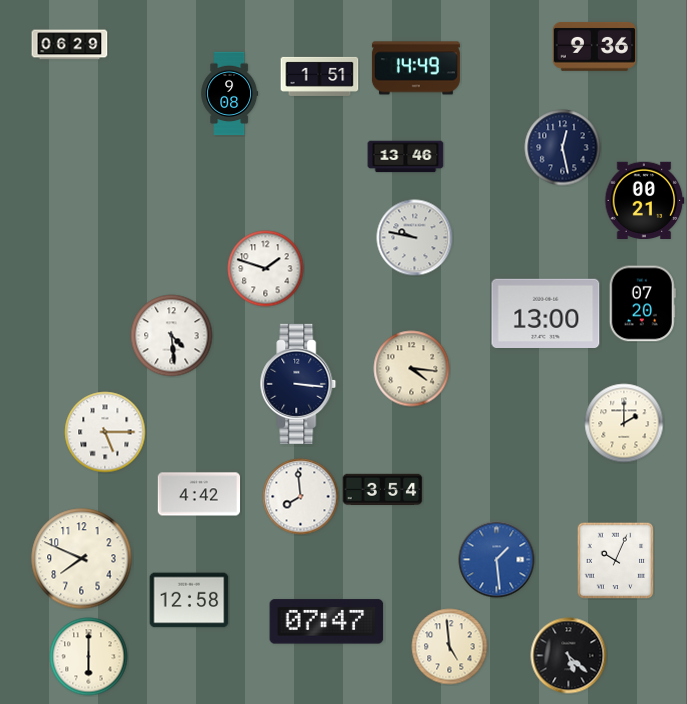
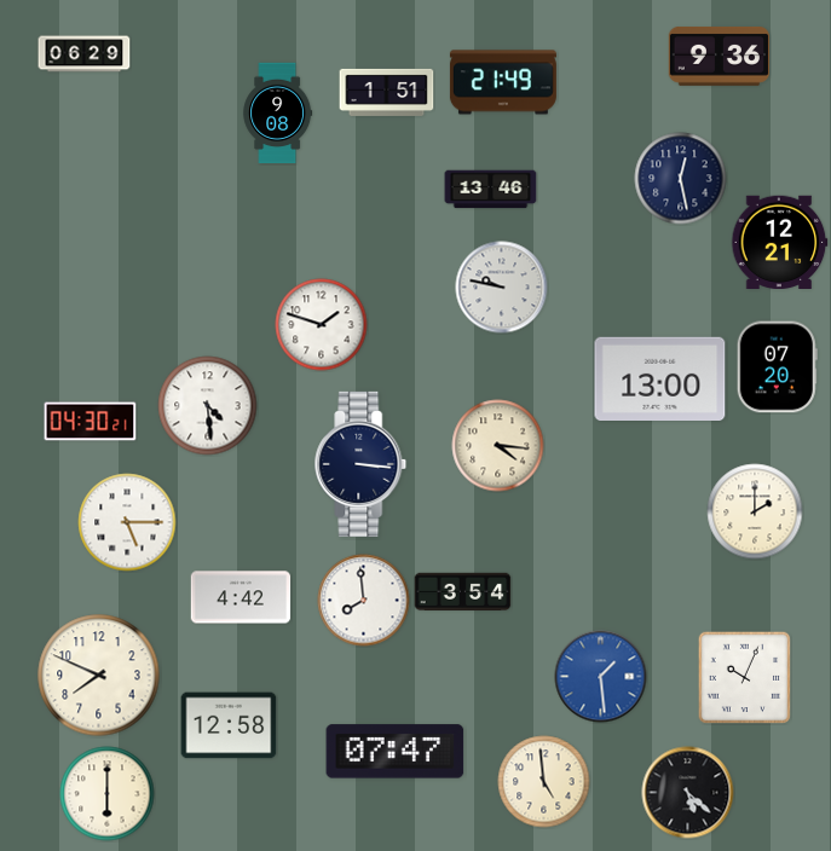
clock at (416, 68): 14:49 -> 21:49
clock at (645, 200): 00:21 -> 12:21
clock at (91, 422): none -> 04:30
